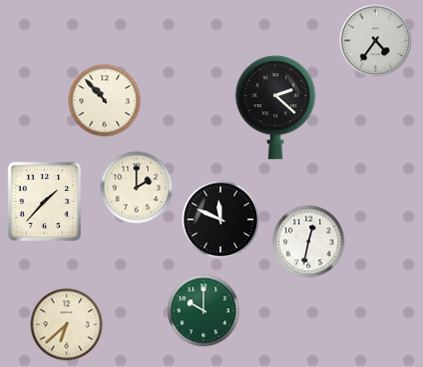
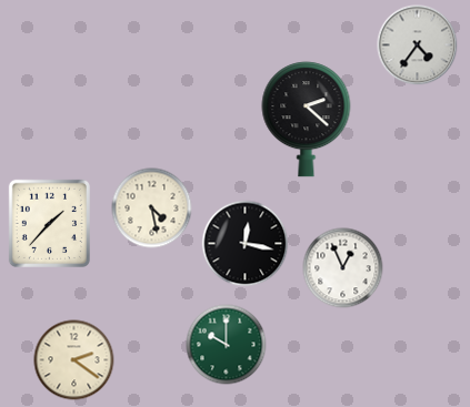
clock at (105, 101): 10:53 -> none
clock at (137, 188): 2:00 -> 4:28
clock at (221, 220): 11:49 -> 12:17
clock at (309, 242): 12:32 -> 12:56
clock at (67, 325): 6:38 -> 2:21
